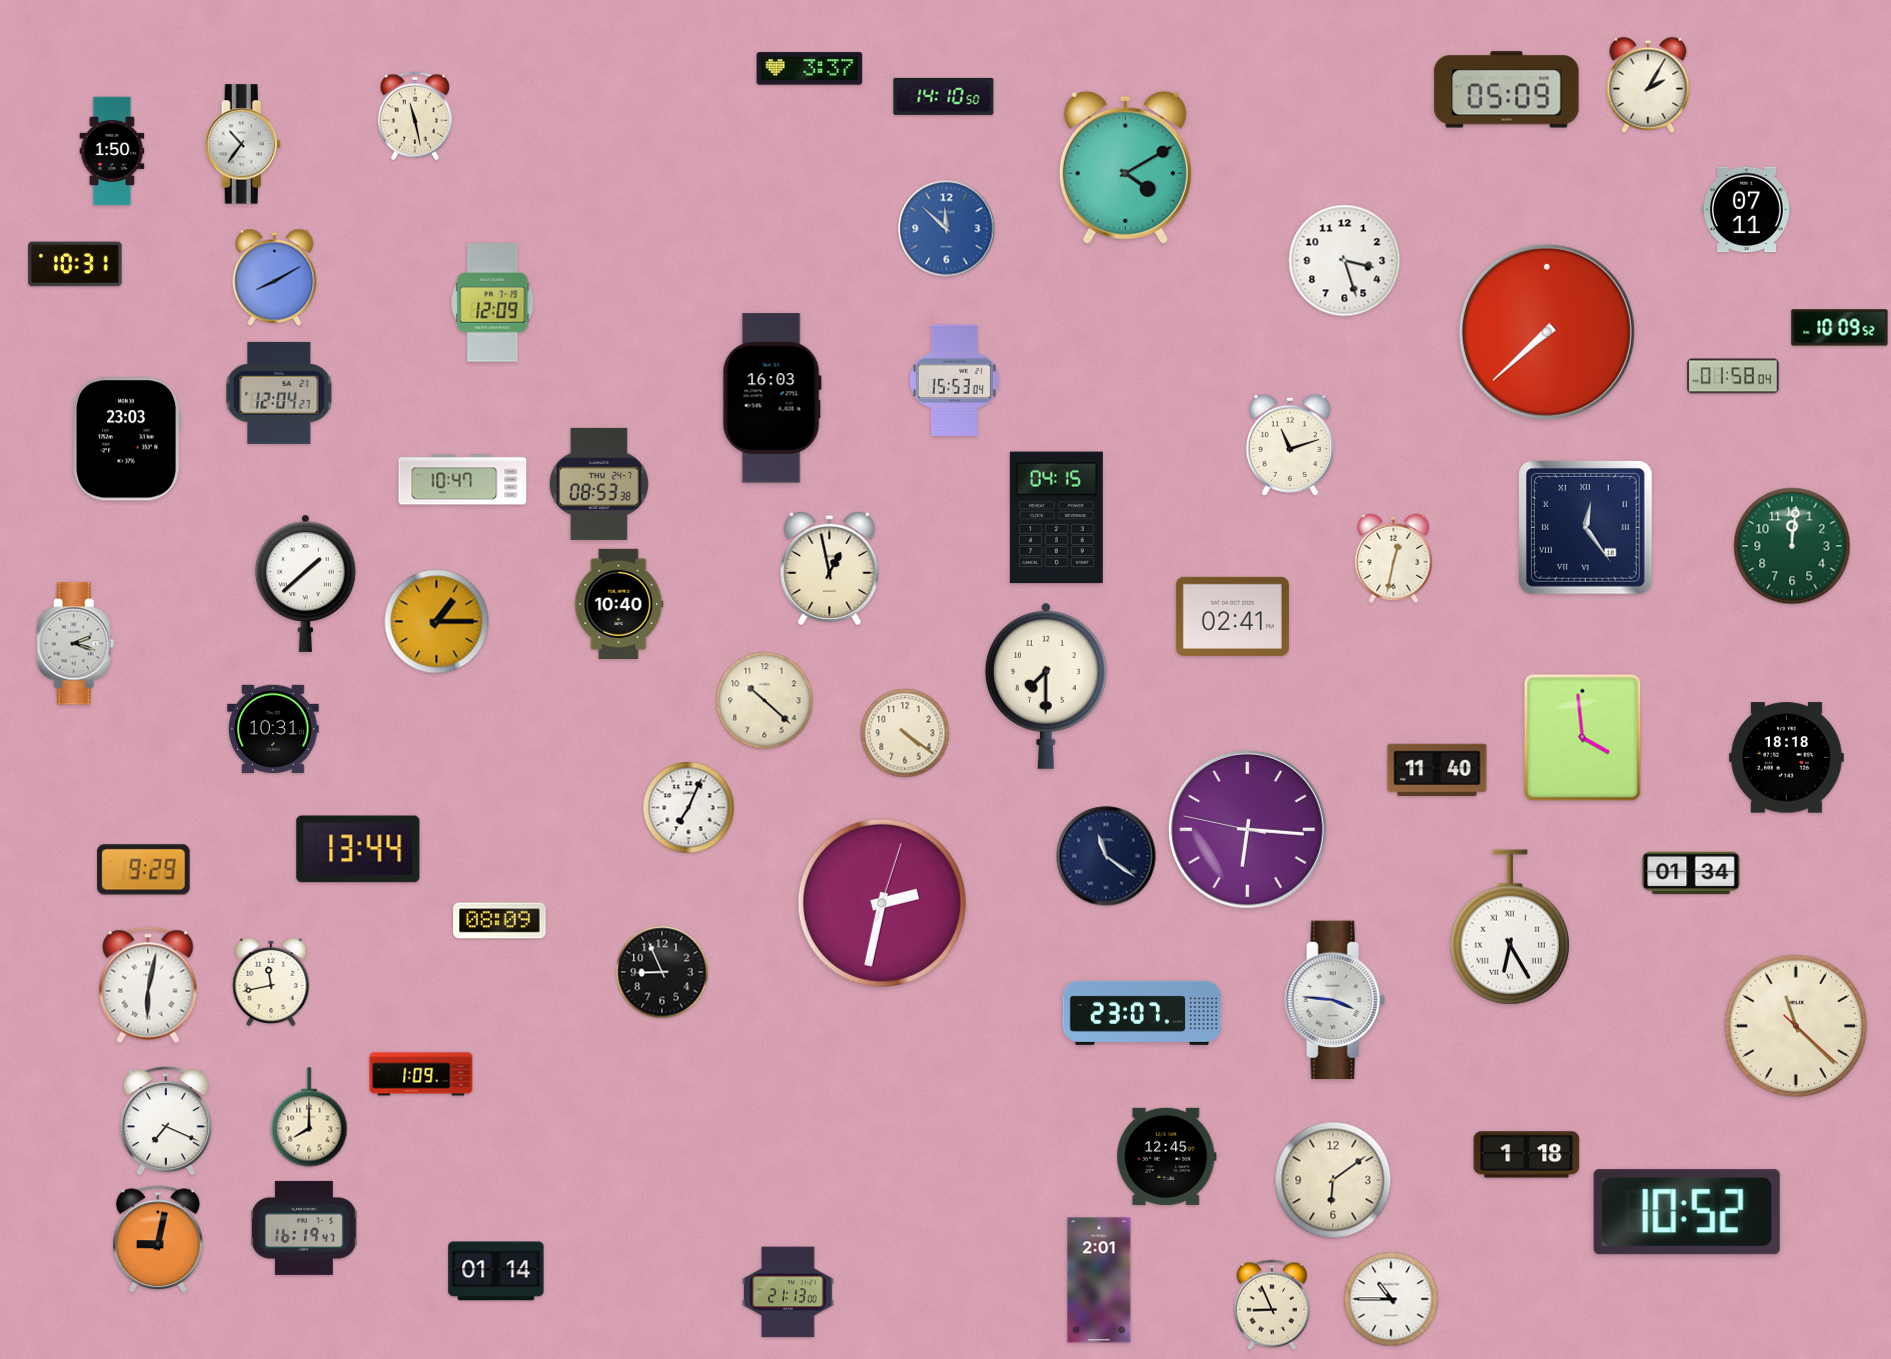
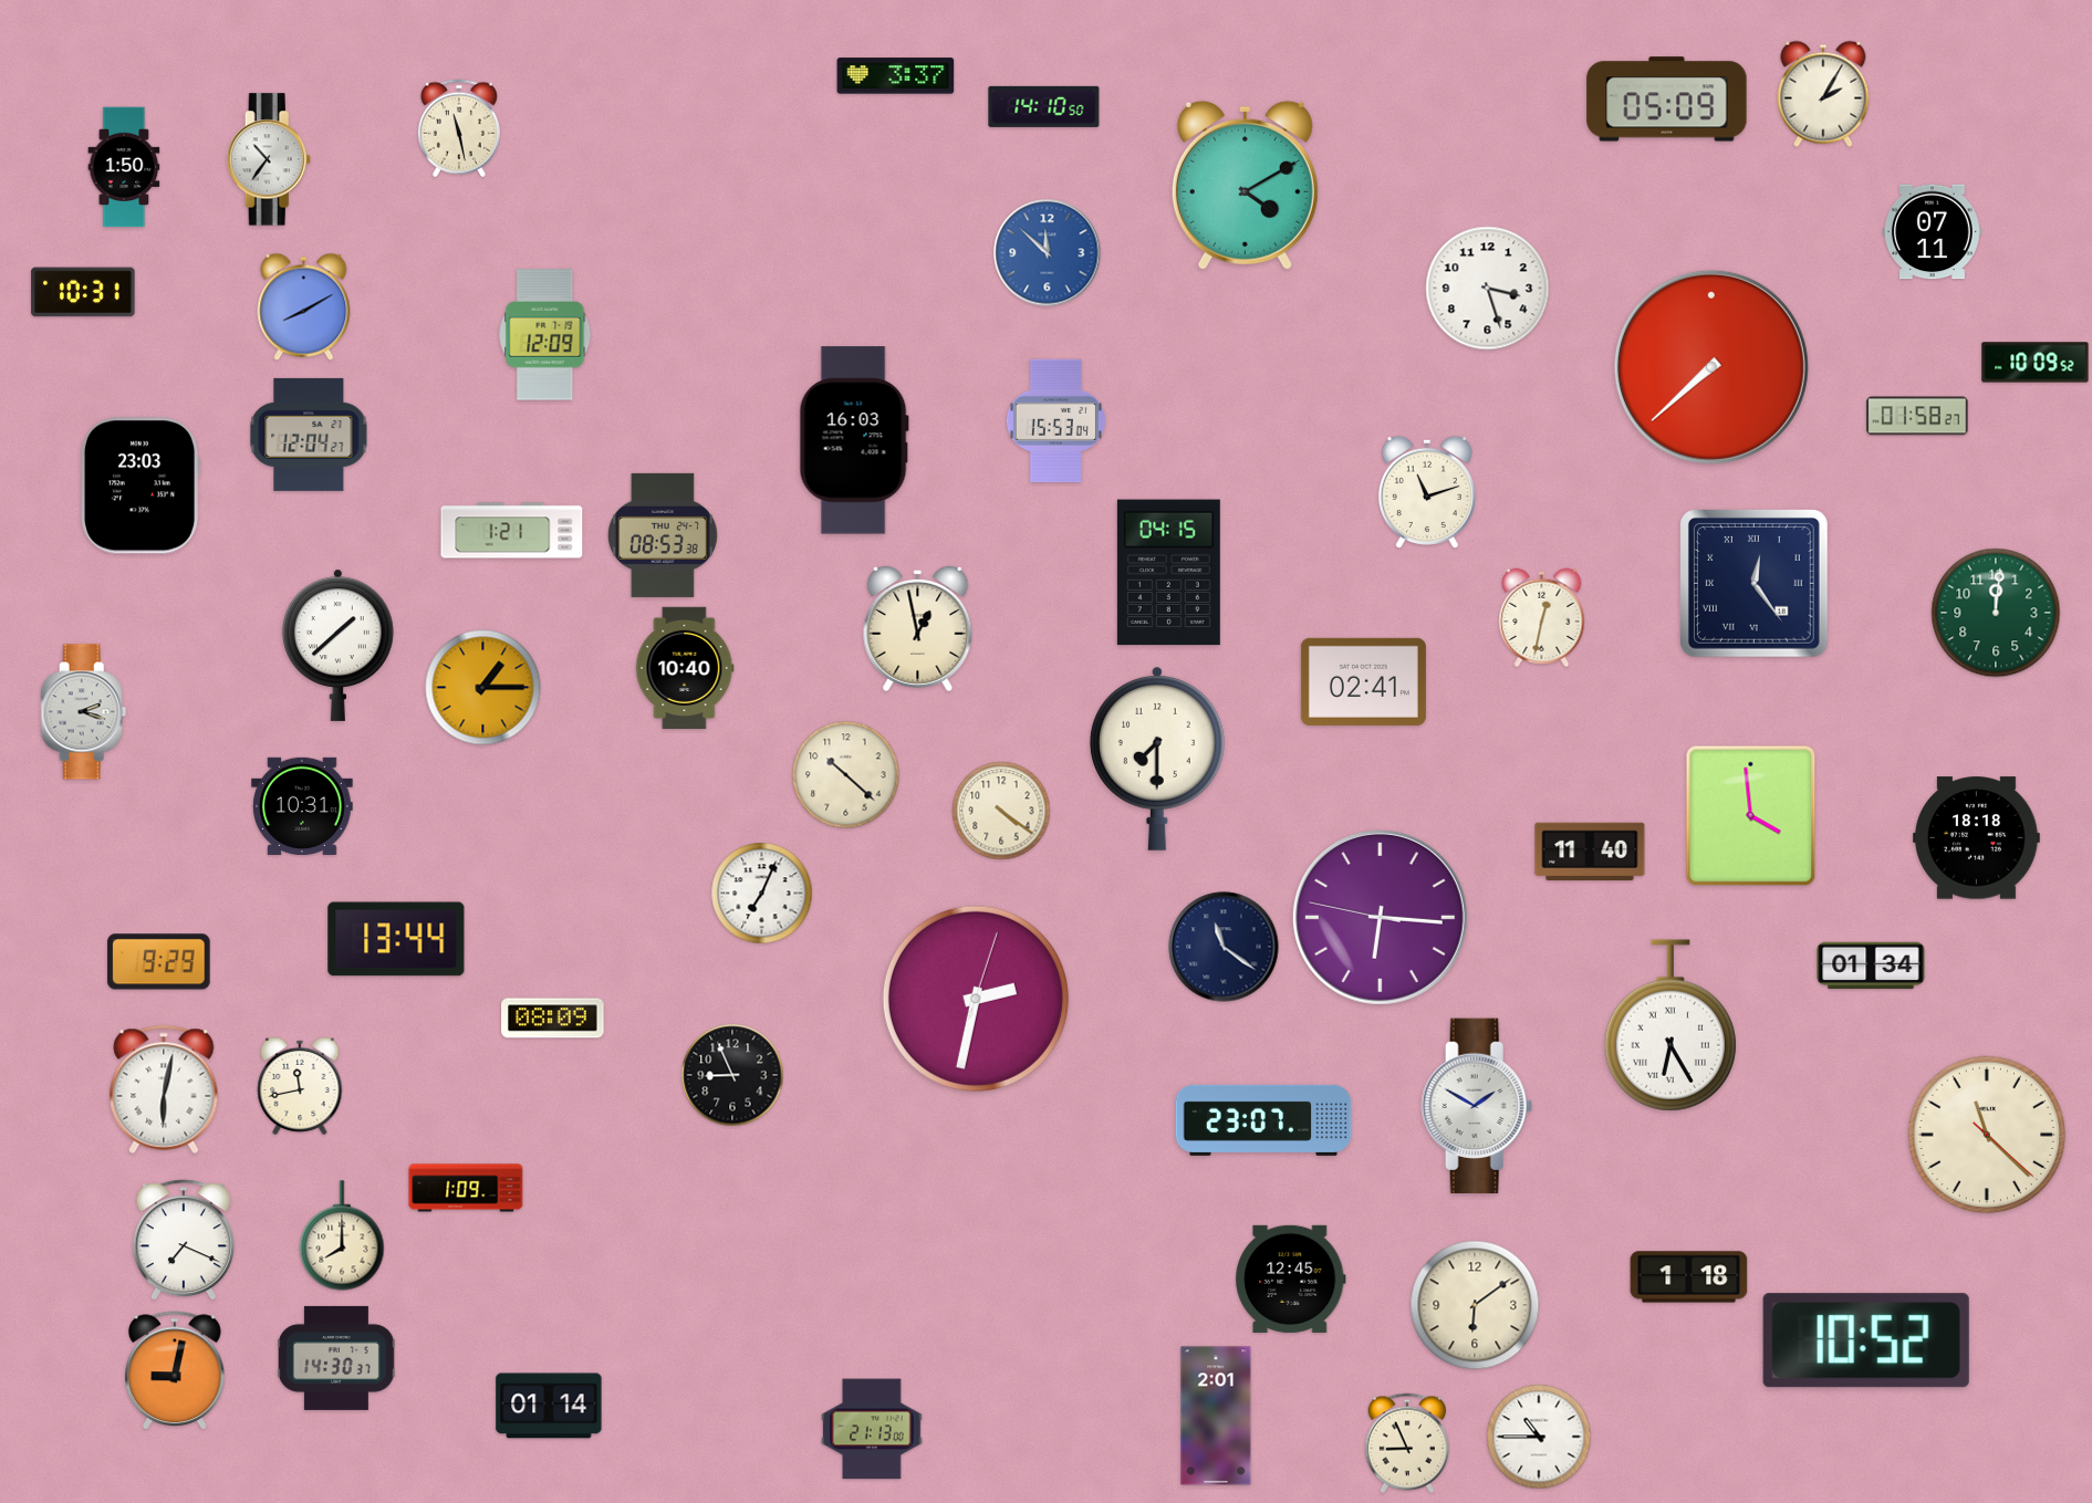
clock at (1733, 376): 01:58:04 -> 01:58:27
clock at (463, 480): 10:47 -> 1:21
clock at (1792, 546) position: (1792, 546) -> (1996, 613)
clock at (1335, 1000): 3:46 -> 1:50
clock at (305, 1228): 16:19 -> 14:30
